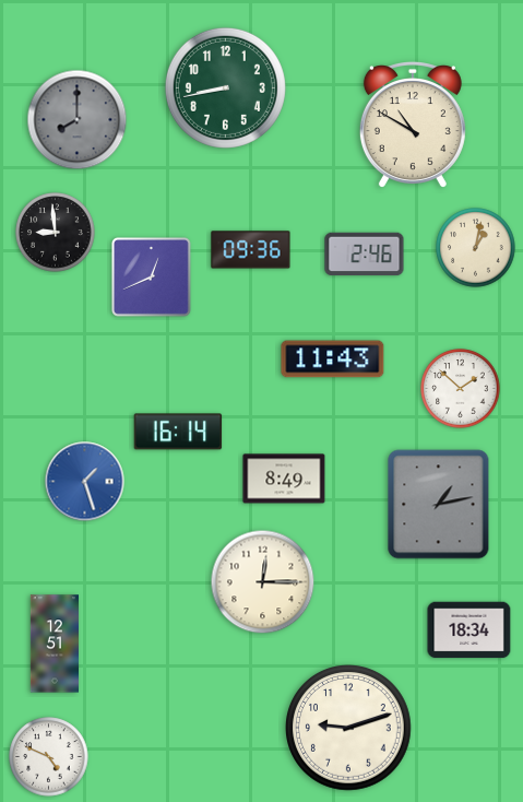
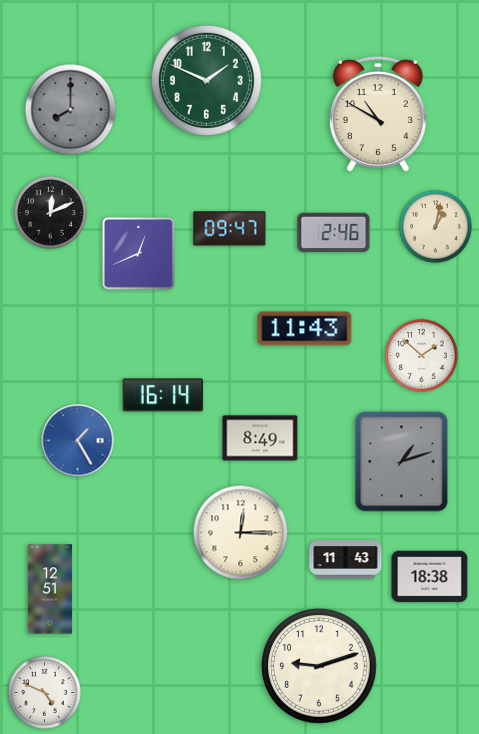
clock at (225, 87): 8:43 -> 1:49
clock at (56, 233): 8:59 -> 12:11
clock at (251, 250): 09:36 -> 09:47
clock at (85, 482): 1:27 -> 1:25
clock at (439, 505): 1:13 -> 1:12
clock at (346, 560): none -> 11:43
clock at (469, 630): 18:34 -> 18:38
